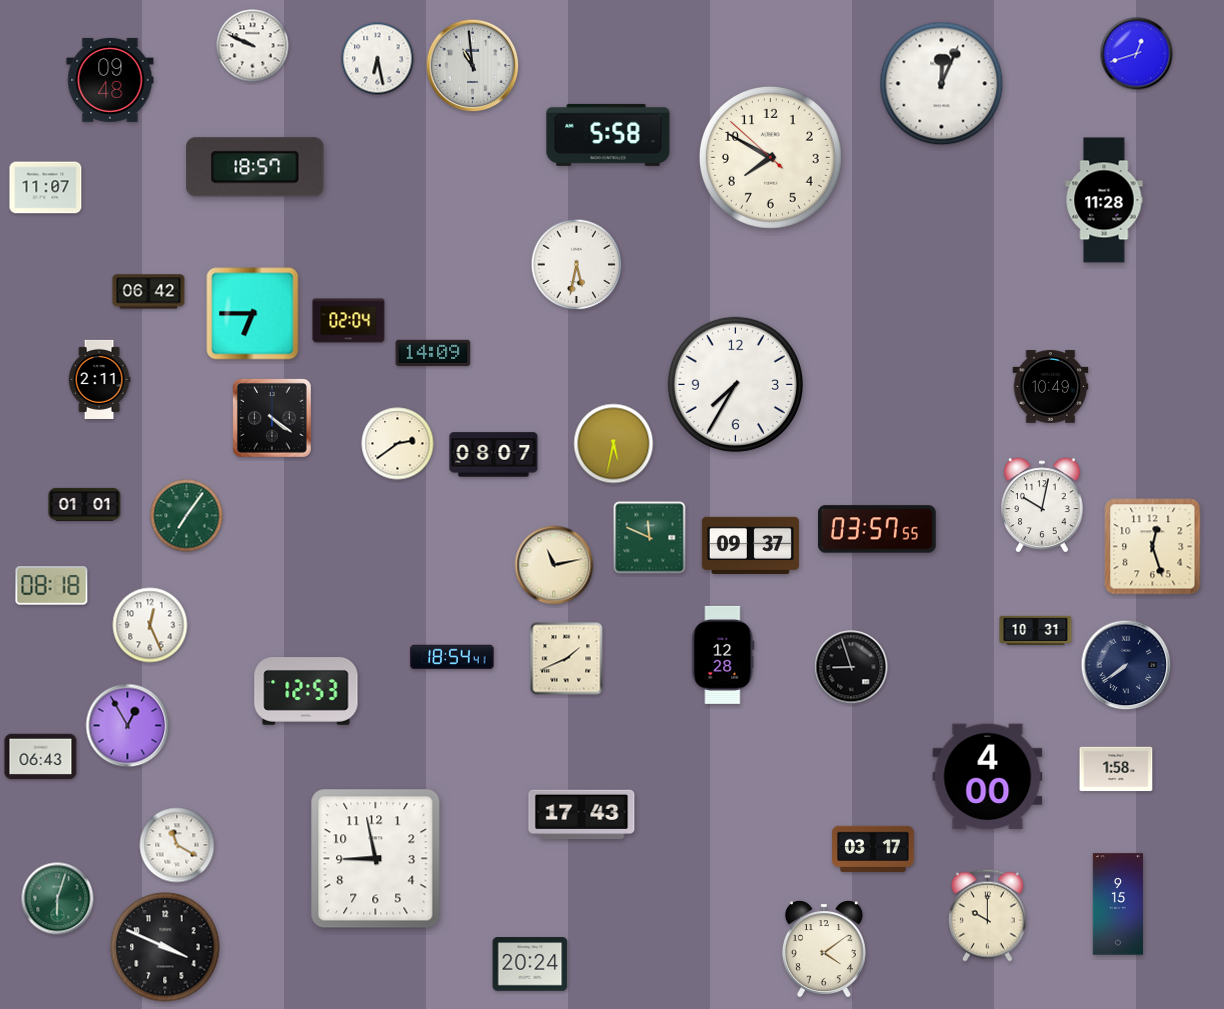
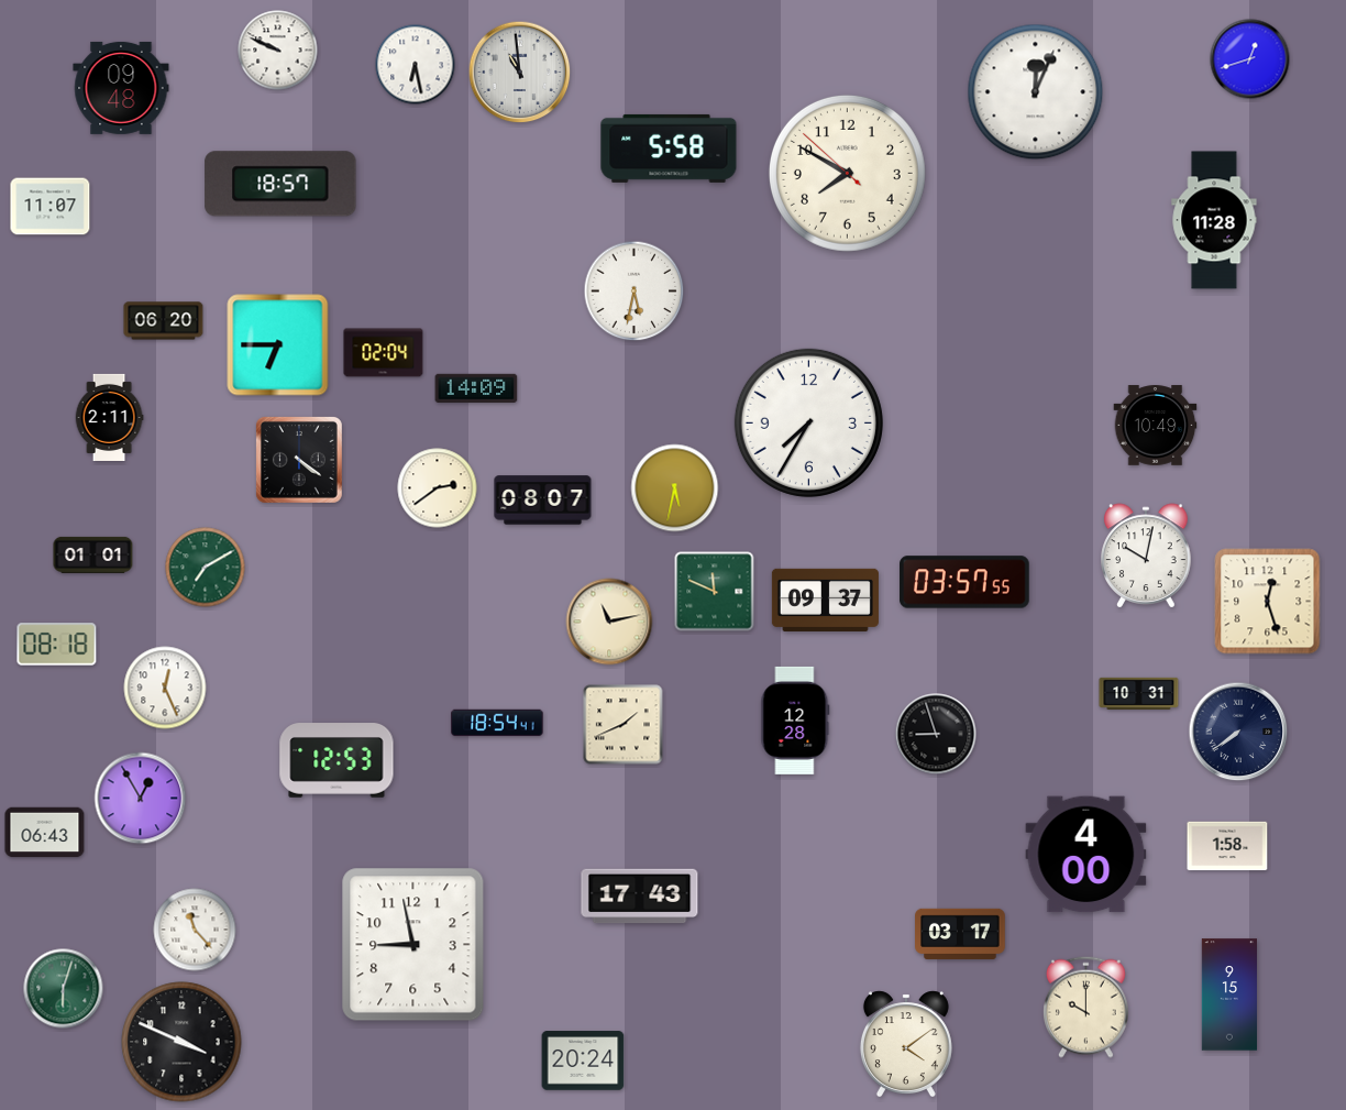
clock at (149, 292): 06:42 -> 06:20
clock at (187, 516): 7:06 -> 7:10
clock at (177, 845): 11:20 -> 11:23
